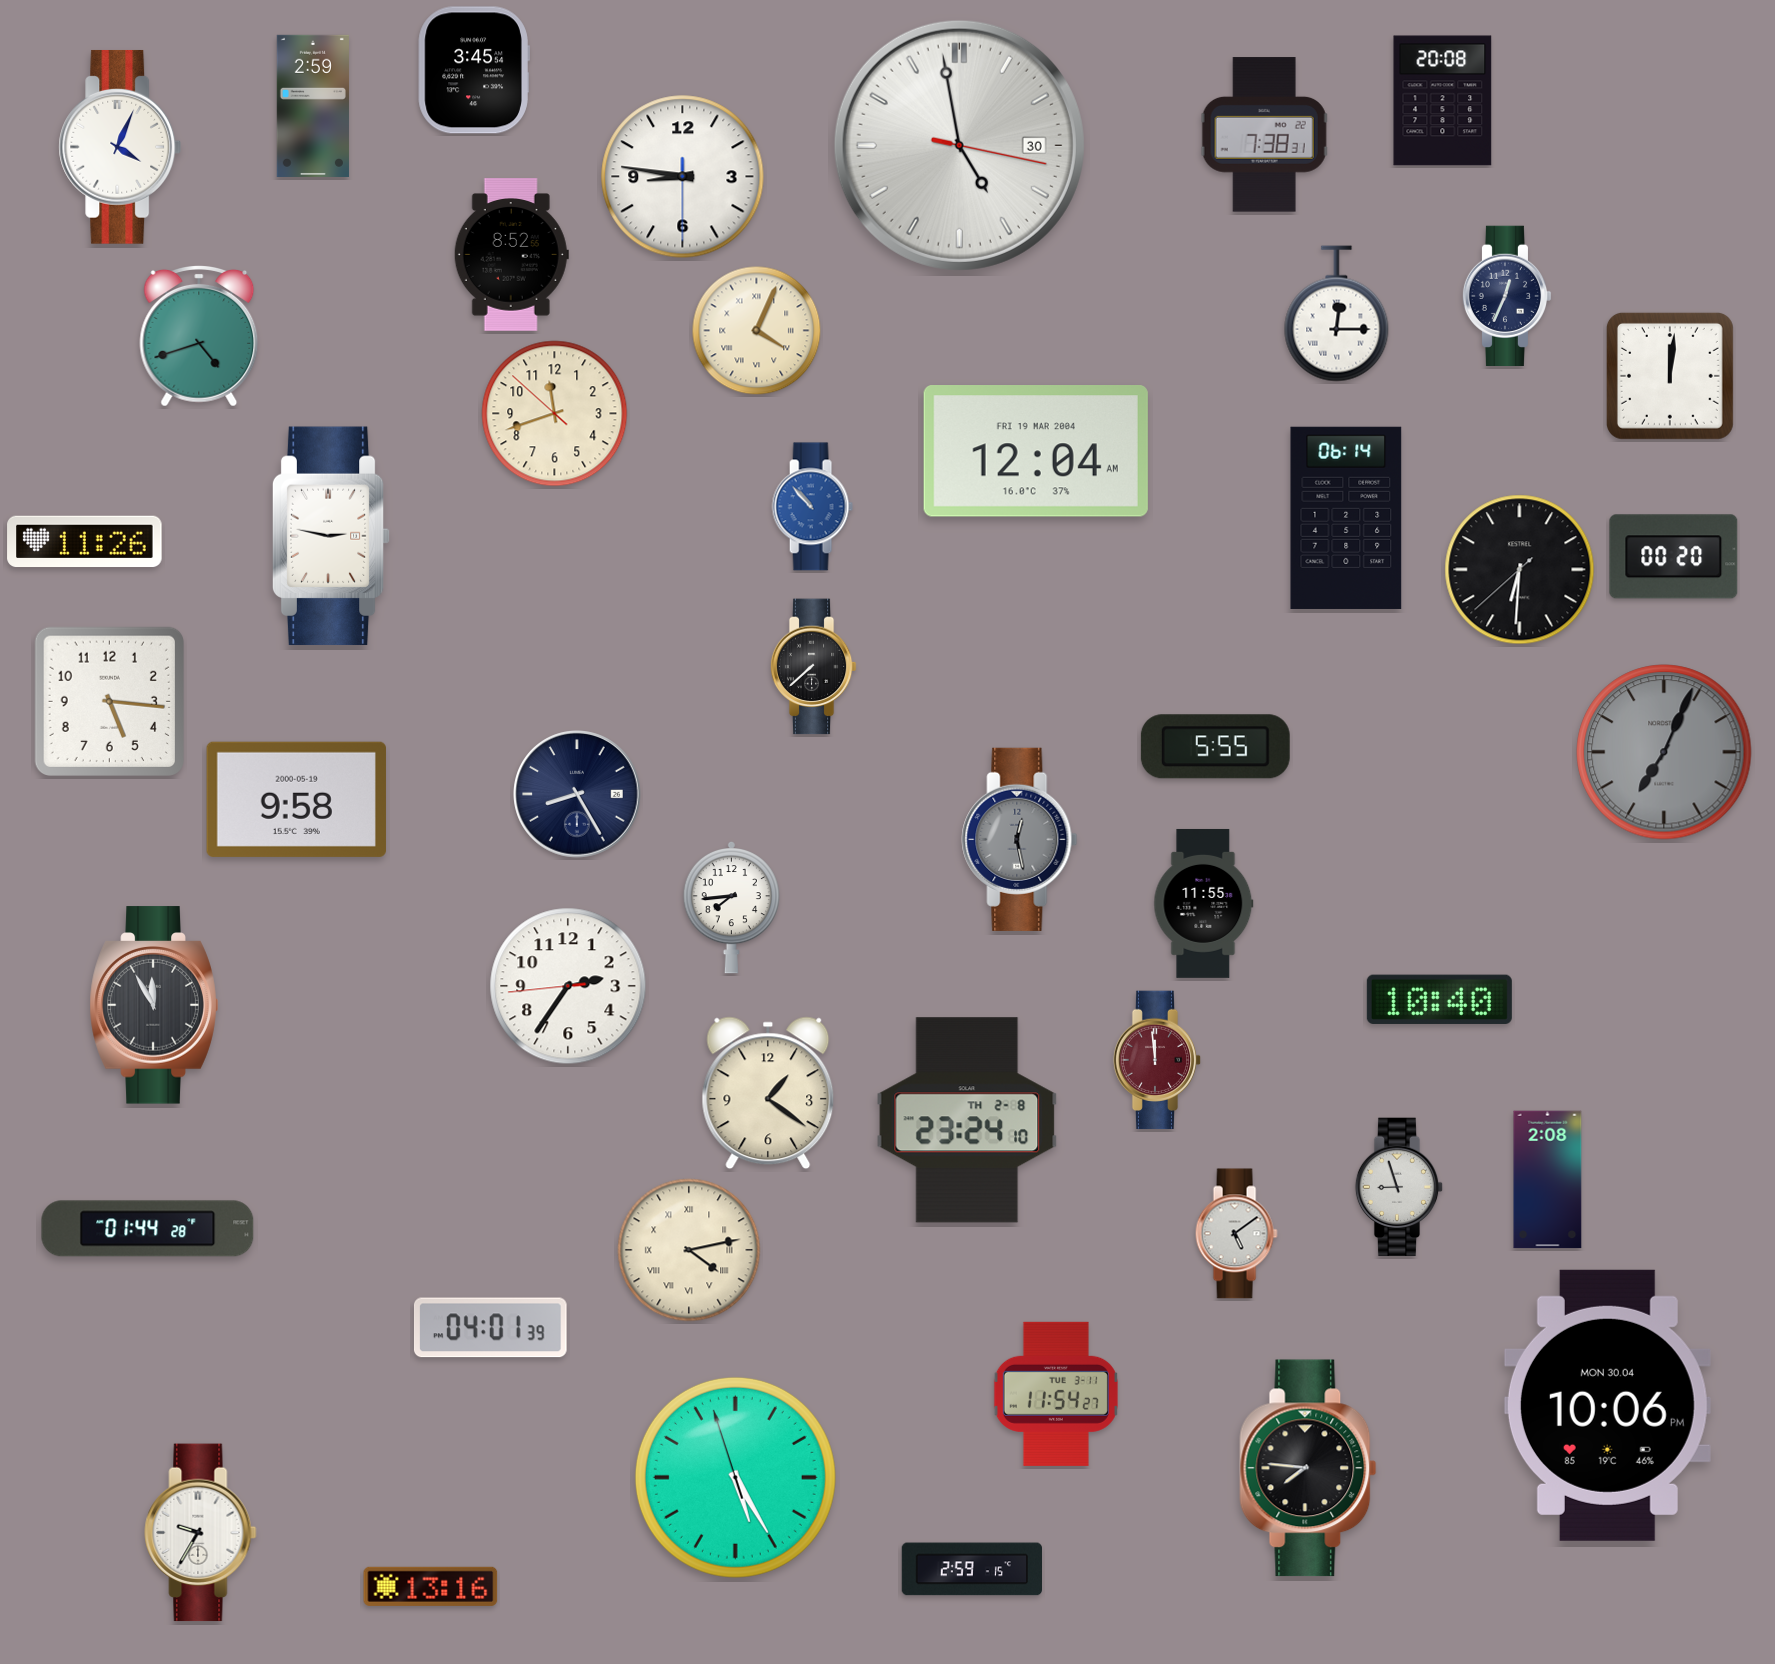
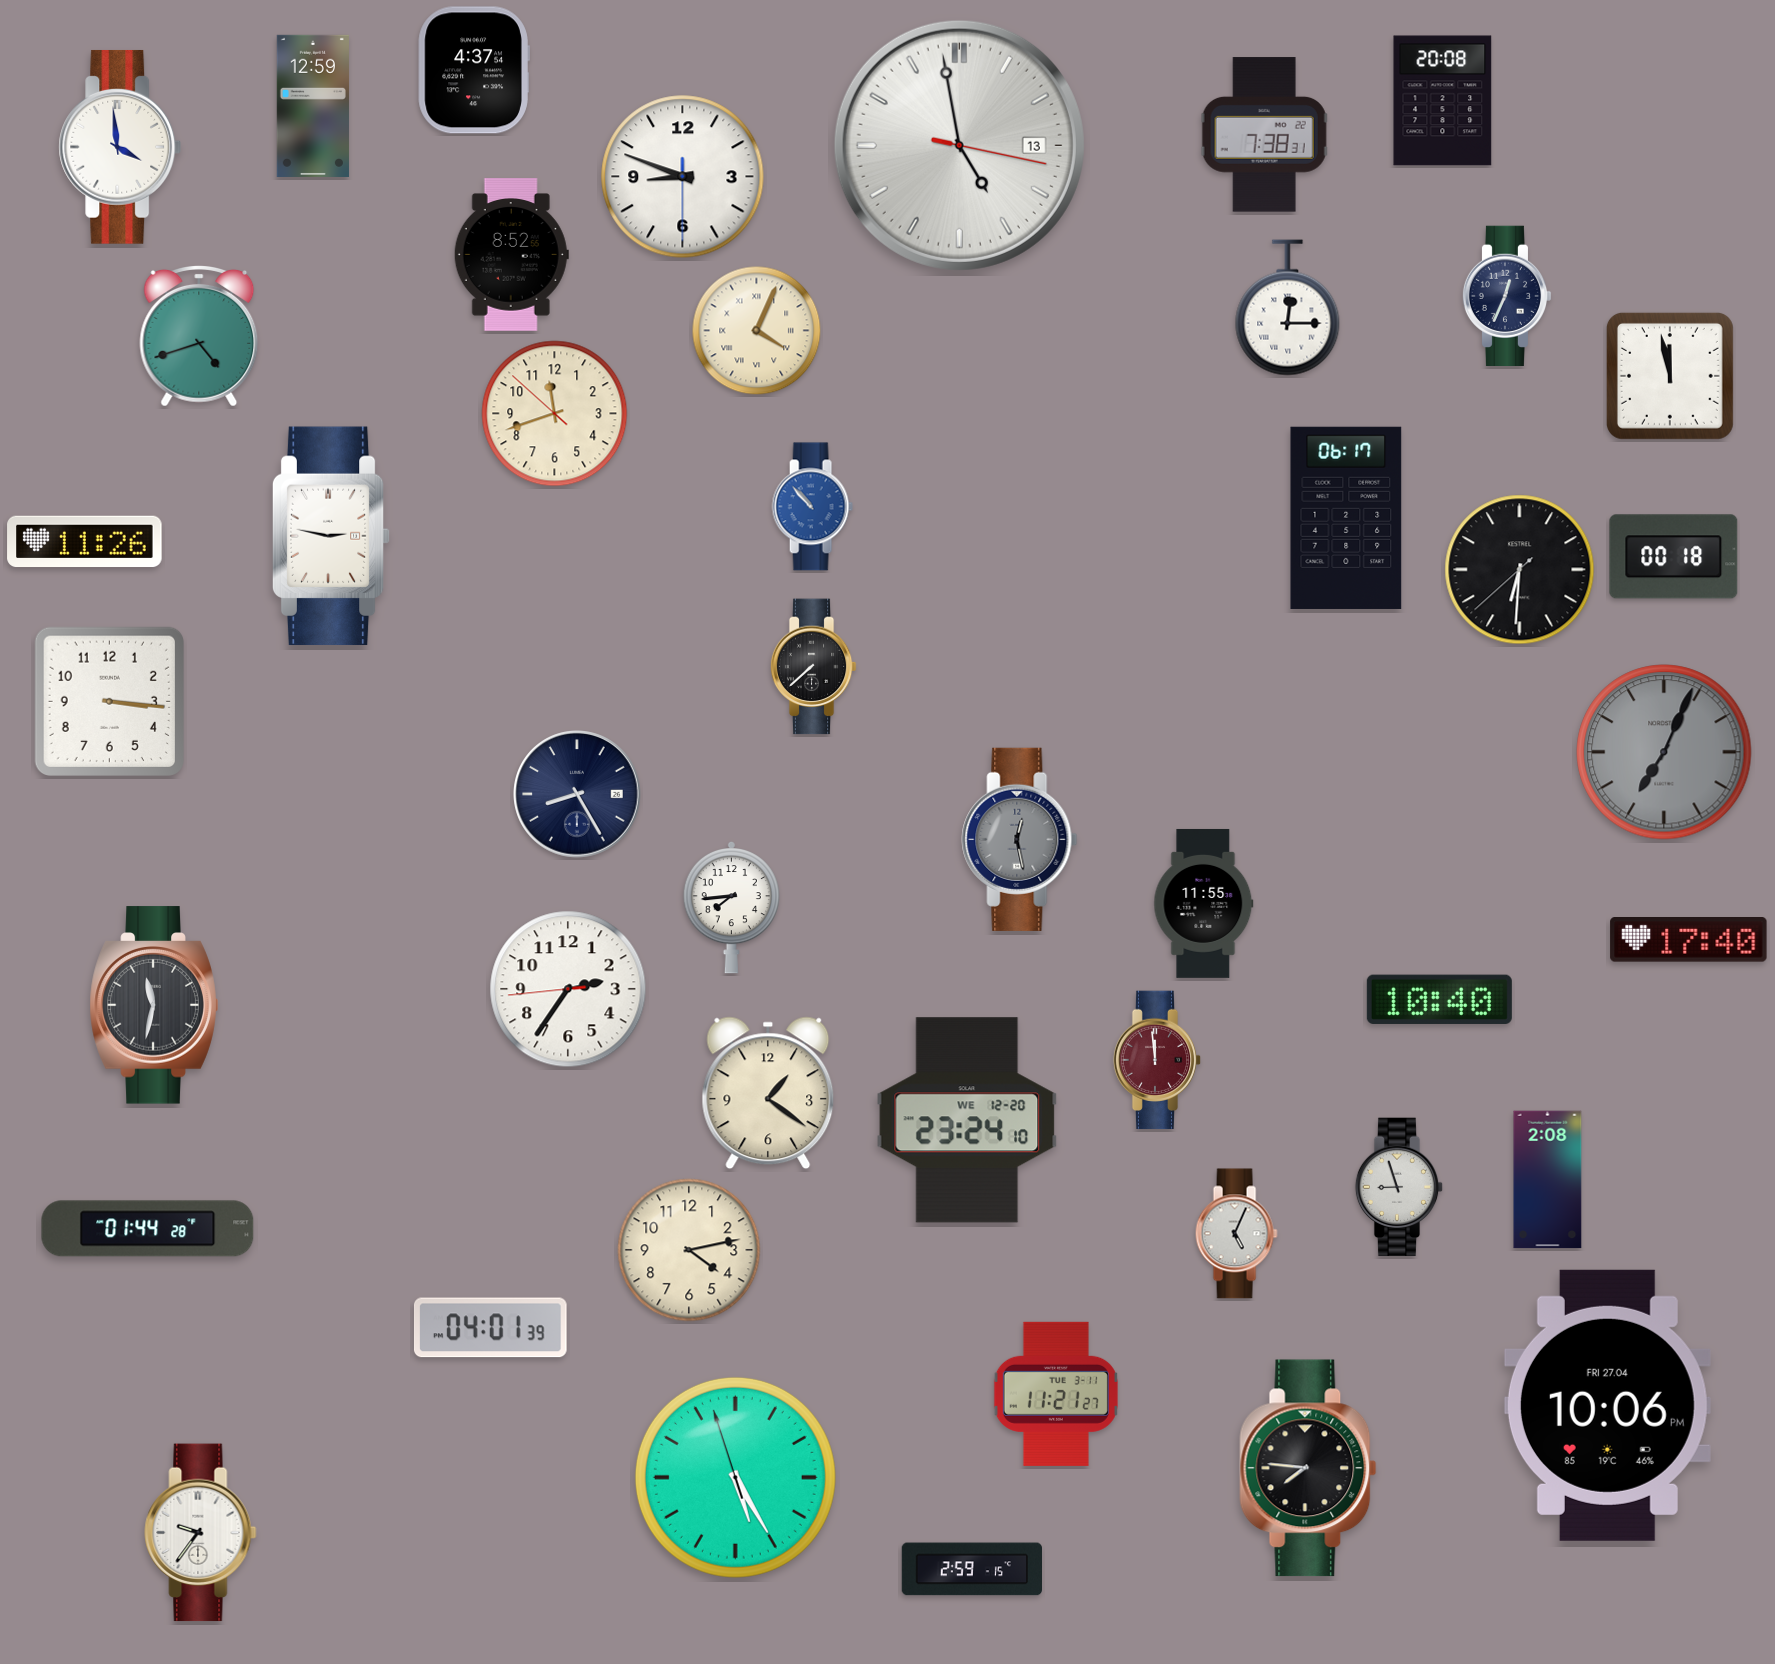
clock at (474, 70): 3:45 -> 4:37
clock at (313, 106): 2:59 -> 12:59
clock at (959, 145) date: 30 -> 13
clock at (120, 147): 4:04 -> 3:59
clock at (683, 177): 8:46 -> 8:48
clock at (1337, 314) position: (1337, 314) -> (1288, 308)
clock at (1670, 376): 12:01 -> 11:58
clock at (1036, 452): 12:04 -> none
clock at (1346, 518): 06:14 -> 06:17
clock at (1674, 557): 00:20 -> 00:18
clock at (109, 701): 5:16 -> 3:16
clock at (1215, 747): 5:55 -> none
clock at (296, 799): 9:58 -> none
clock at (1689, 940): none -> 17:40
clock at (568, 986) position: (568, 986) -> (568, 989)
clock at (154, 1005): 11:55 -> 11:32
clock at (967, 1120) date: TH 2-8 -> WE 12-20
clock at (1236, 1234): 5:09 -> 5:04
clock at (689, 1250) numerals: Roman -> Arabic
clock at (1056, 1394): 11:54 -> 11:21
clock at (1607, 1405) date: MON 30.04 -> FRI 27.04
clock at (201, 1533): 9:35 -> 9:36
clock at (431, 1586): 13:16 -> none
